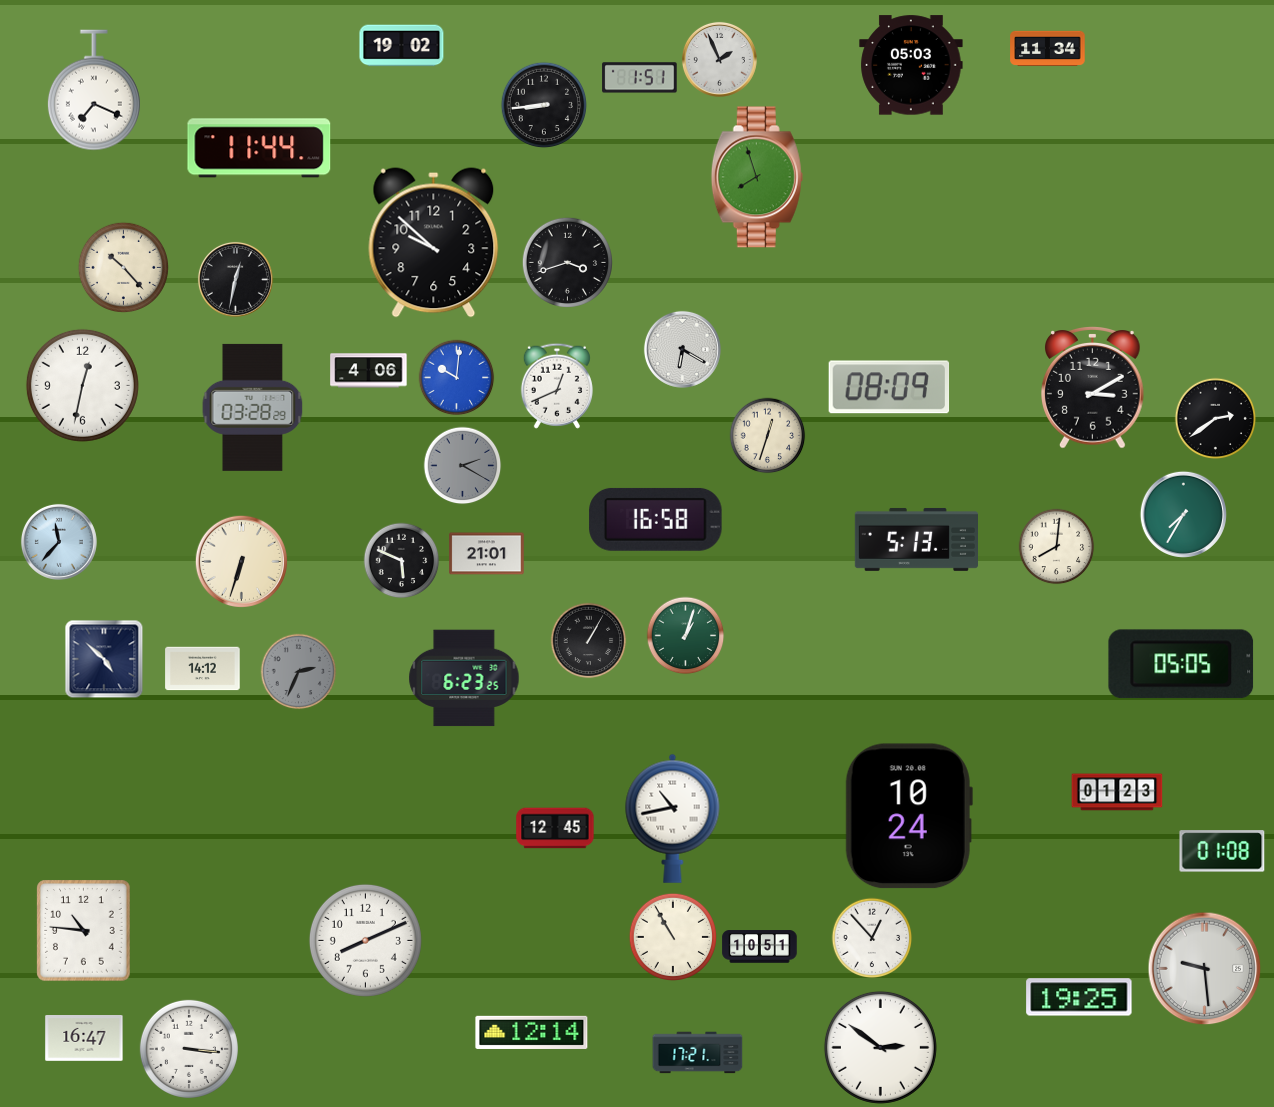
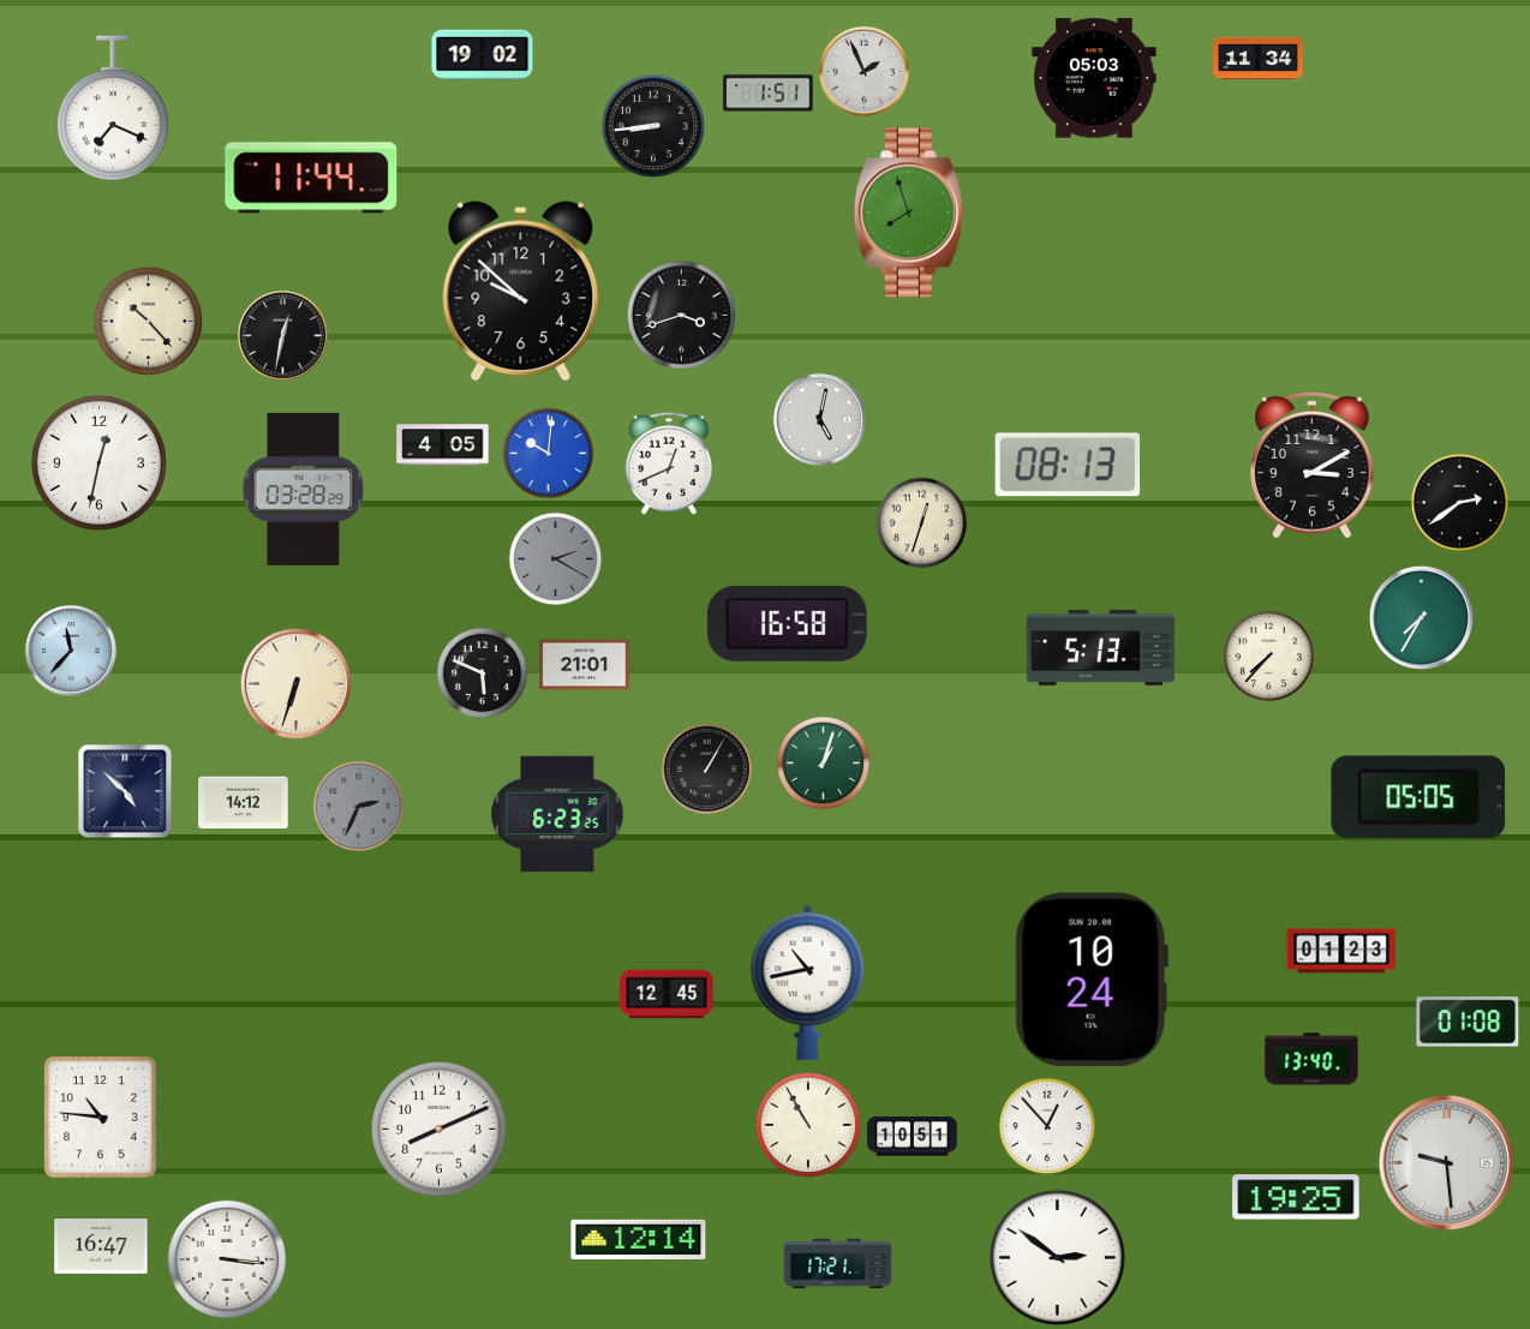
clock at (682, 349): 6:20 -> 5:02
clock at (369, 371): 4:06 -> 4:05
clock at (889, 387): 08:09 -> 08:13
clock at (1057, 547): 8:01 -> 7:37
clock at (241, 561) position: (241, 561) -> (295, 683)
clock at (1311, 1059): none -> 13:40
